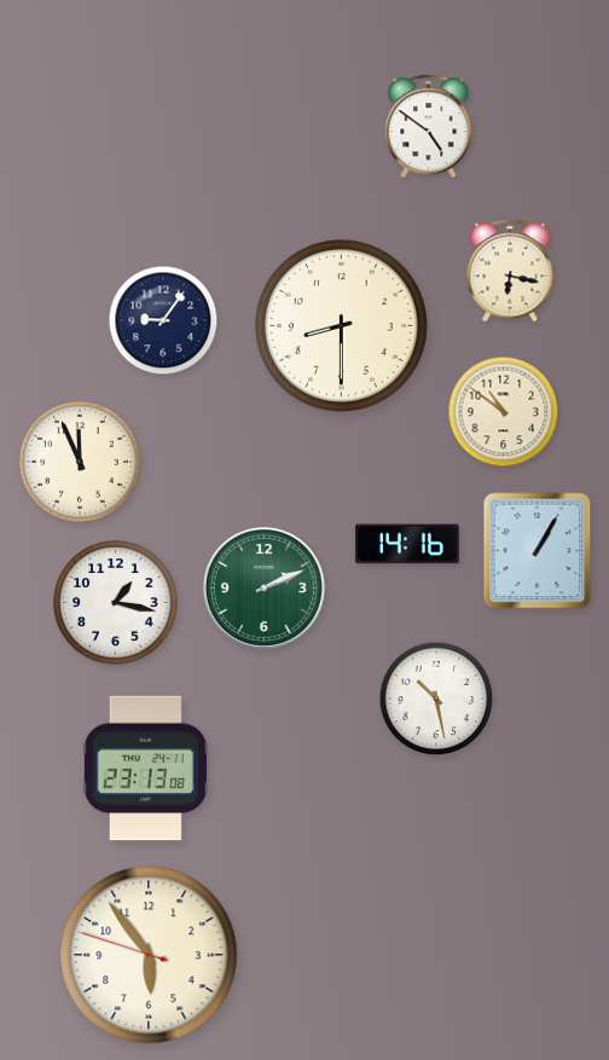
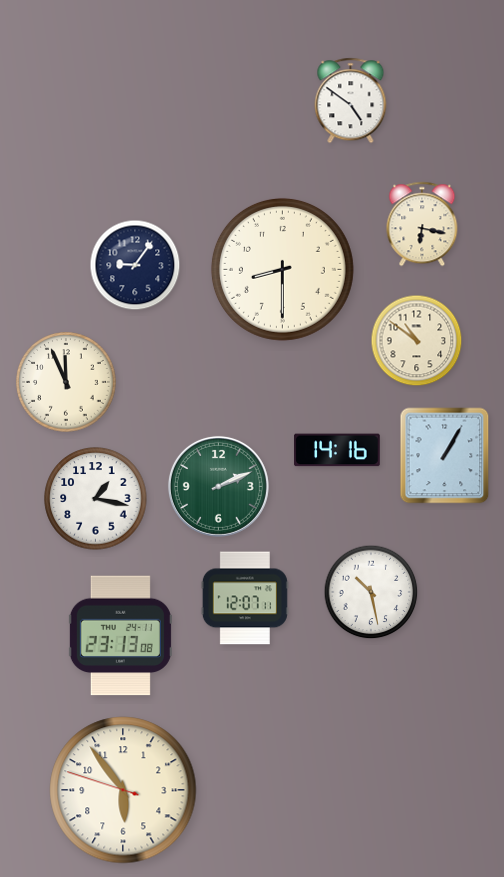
clock at (429, 127) position: (429, 127) -> (351, 101)
clock at (436, 699) position: (436, 699) -> (371, 592)
clock at (245, 598): none -> 12:07
